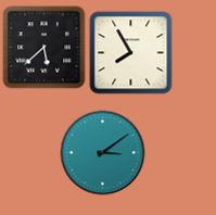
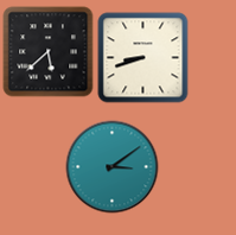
clock at (131, 53): 7:55 -> 8:42
